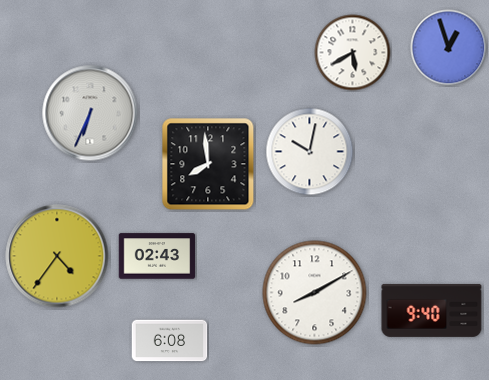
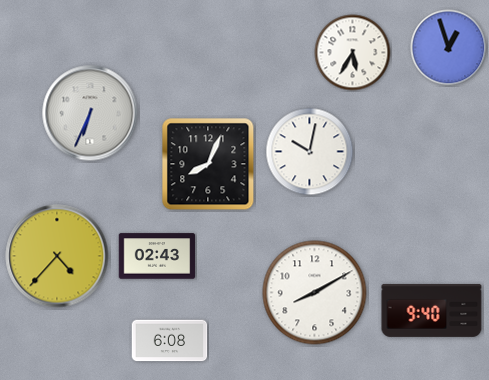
clock at (353, 53): 5:40 -> 5:35
clock at (208, 164): 7:59 -> 8:04
clock at (57, 256): 4:36 -> 4:37
